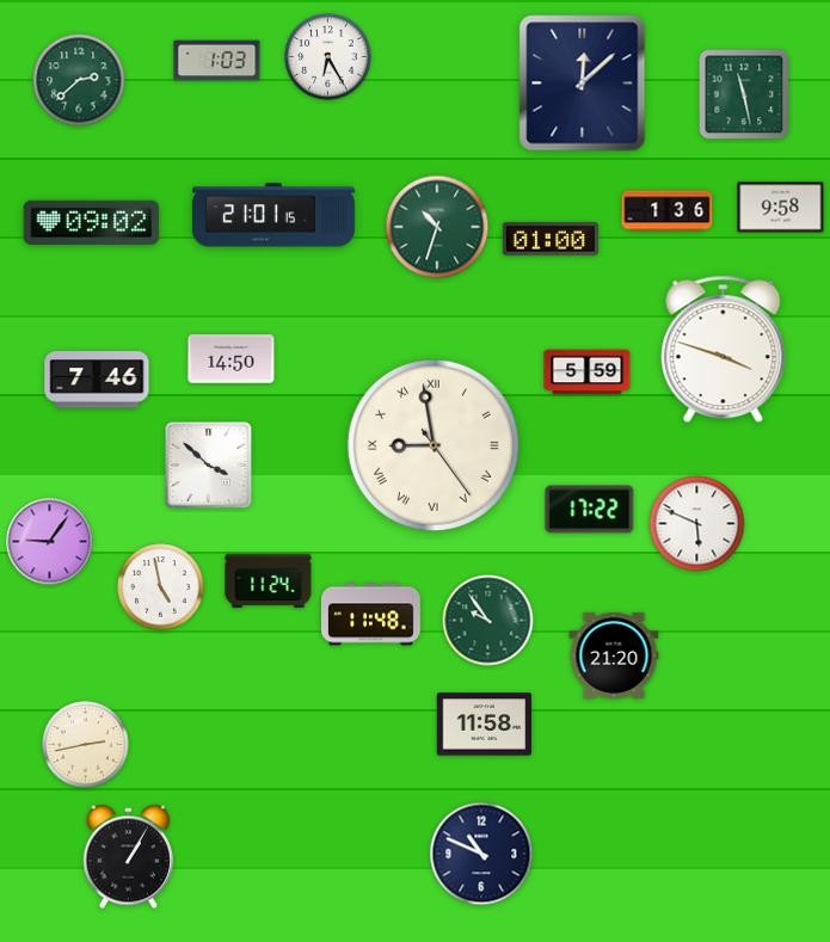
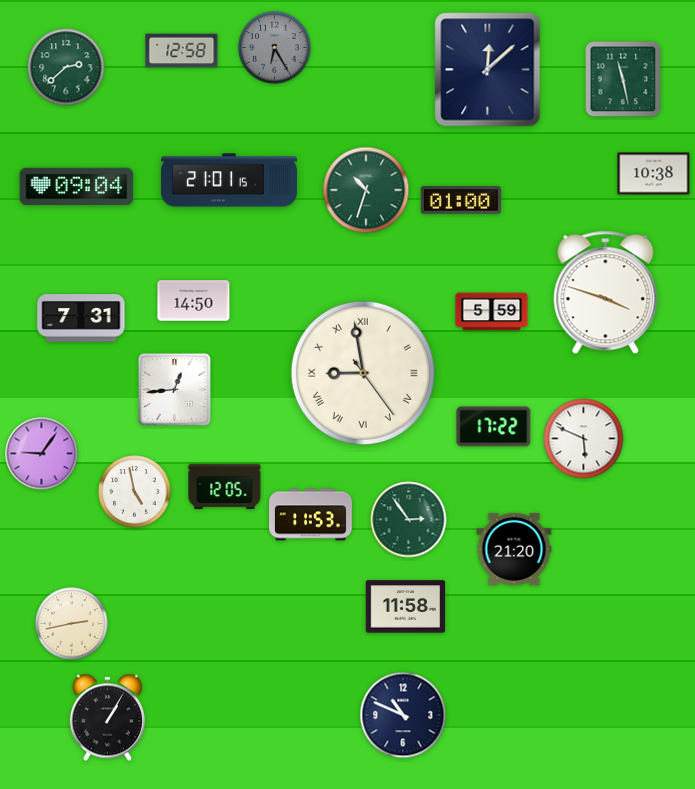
clock at (328, 57) dial: white -> grey
clock at (217, 61): 1:03 -> 12:58
clock at (781, 208): 9:58 -> 10:38
clock at (668, 211): 1:36 -> none
clock at (92, 223): 09:02 -> 09:04
clock at (97, 380): 7:46 -> 7:31
clock at (209, 466): 3:52 -> 12:44
clock at (269, 581): 11:24 -> 12:05
clock at (371, 615): 11:48 -> 11:53
clock at (488, 621): 9:54 -> 2:54
